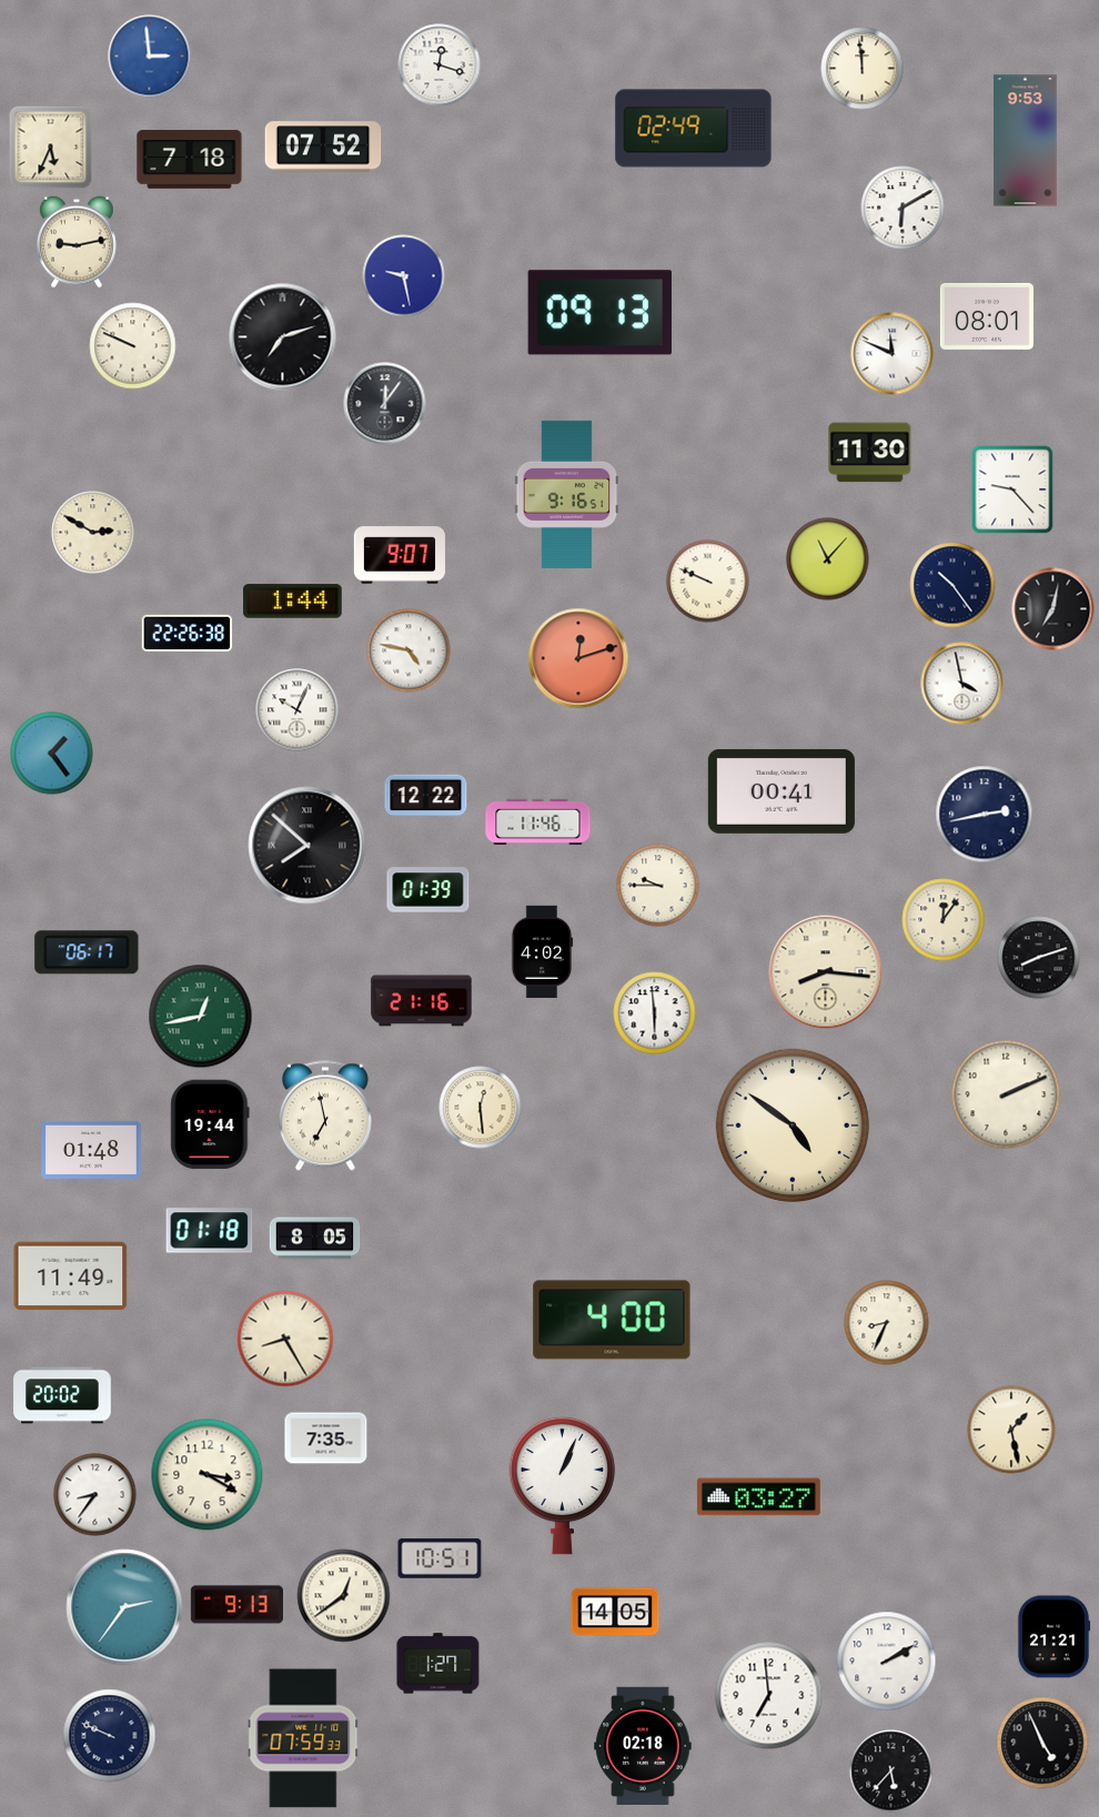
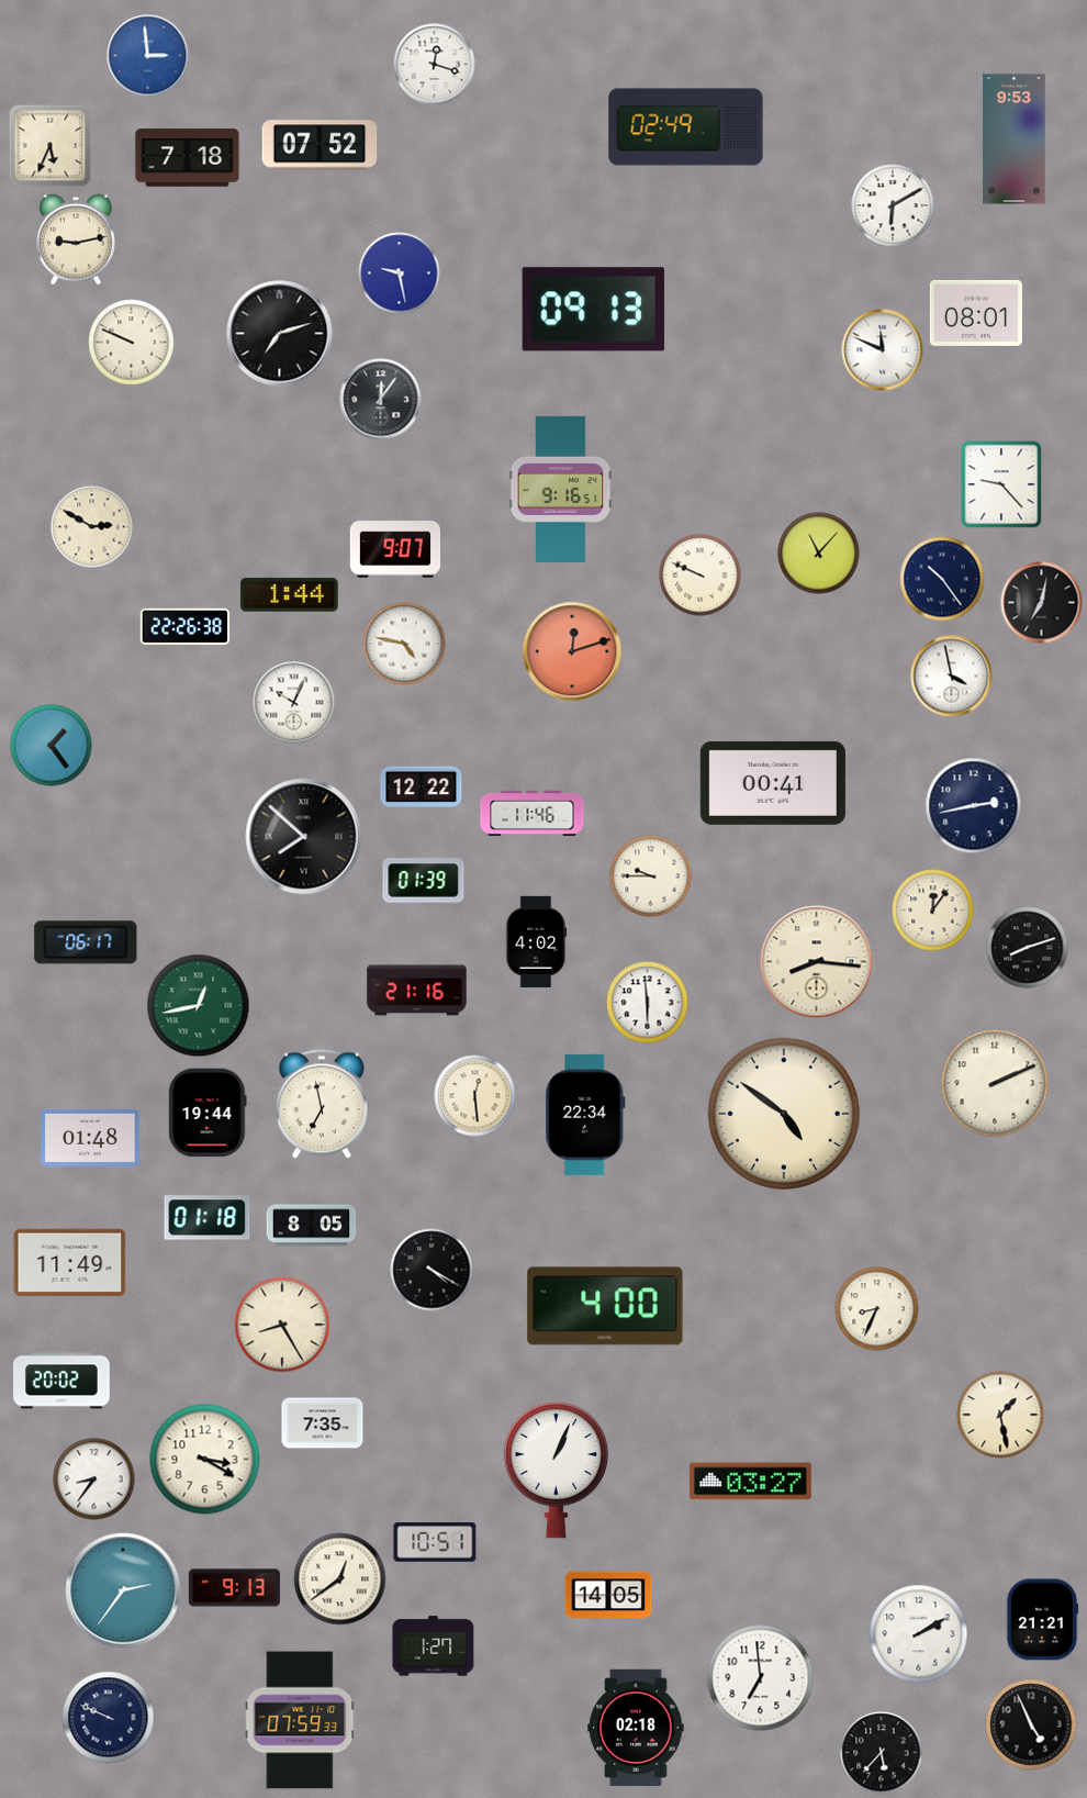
clock at (863, 69): 11:59 -> none
clock at (870, 453): 11:30 -> none
clock at (585, 1115): none -> 22:34
clock at (432, 1270): none -> 4:20
clock at (887, 1662) position: (887, 1662) -> (919, 1634)
